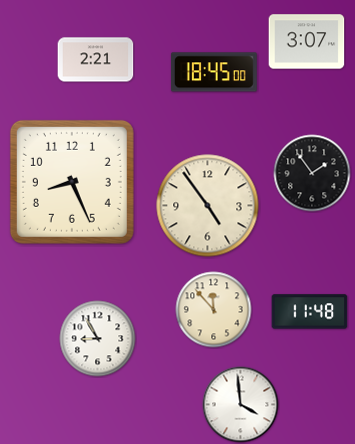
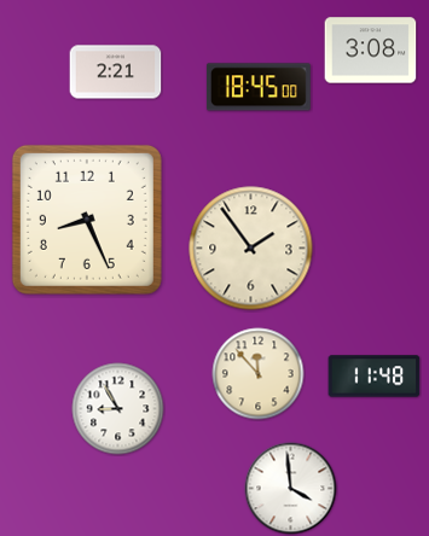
clock at (307, 42): 3:07 -> 3:08
clock at (312, 173): 1:54 -> none
clock at (208, 206): 4:54 -> 1:54
